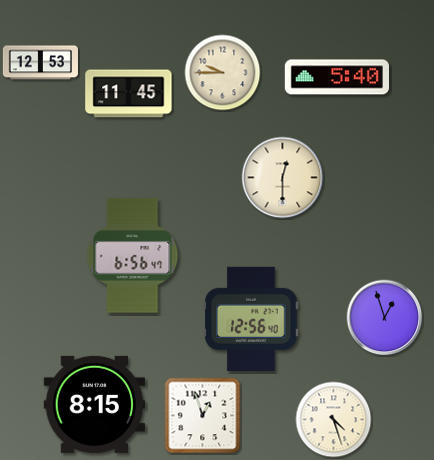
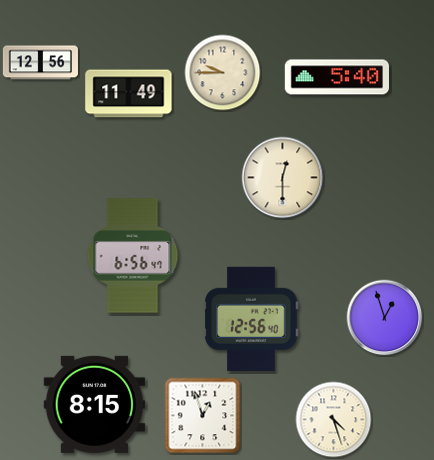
clock at (40, 63): 12:53 -> 12:56
clock at (129, 94): 11:45 -> 11:49
